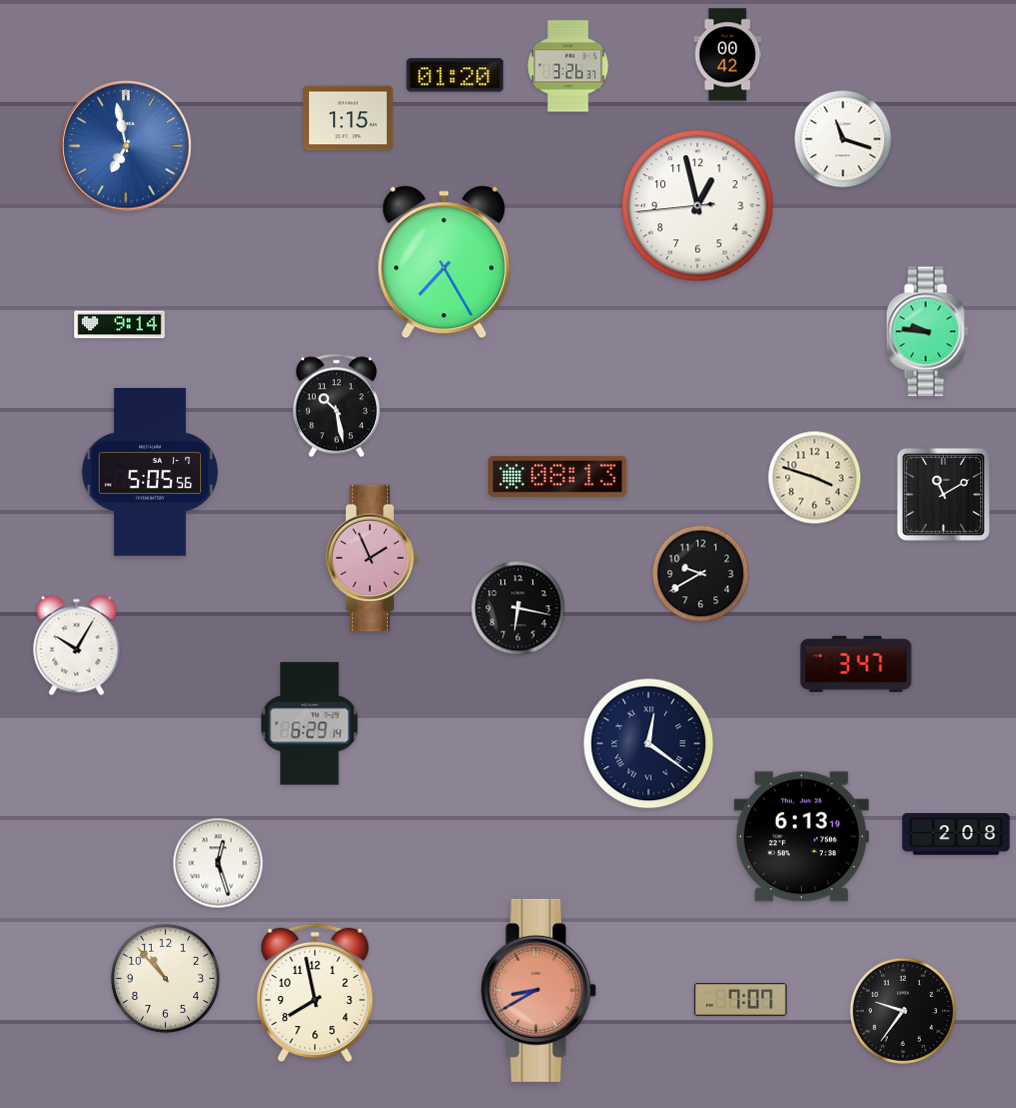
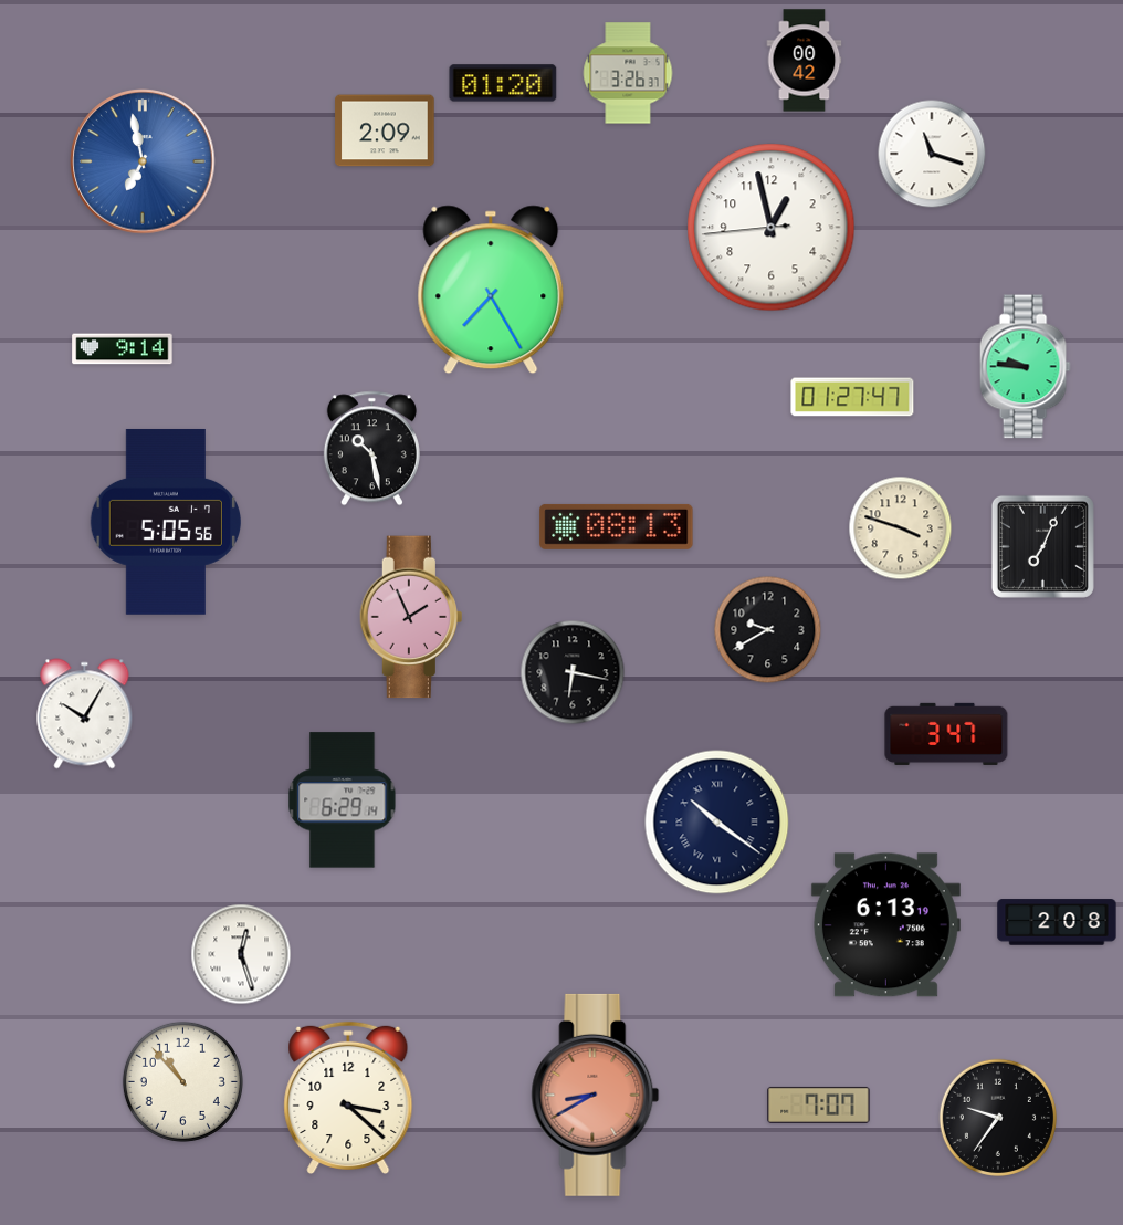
clock at (348, 118): 1:15 -> 2:09
clock at (126, 146) position: (126, 146) -> (143, 161)
clock at (120, 325) position: (120, 325) -> (123, 349)
clock at (852, 397): none -> 01:27
clock at (943, 494): 11:10 -> 7:04
clock at (701, 574) position: (701, 574) -> (768, 630)
clock at (649, 744): 12:21 -> 10:21
clock at (315, 992): 7:58 -> 3:22
